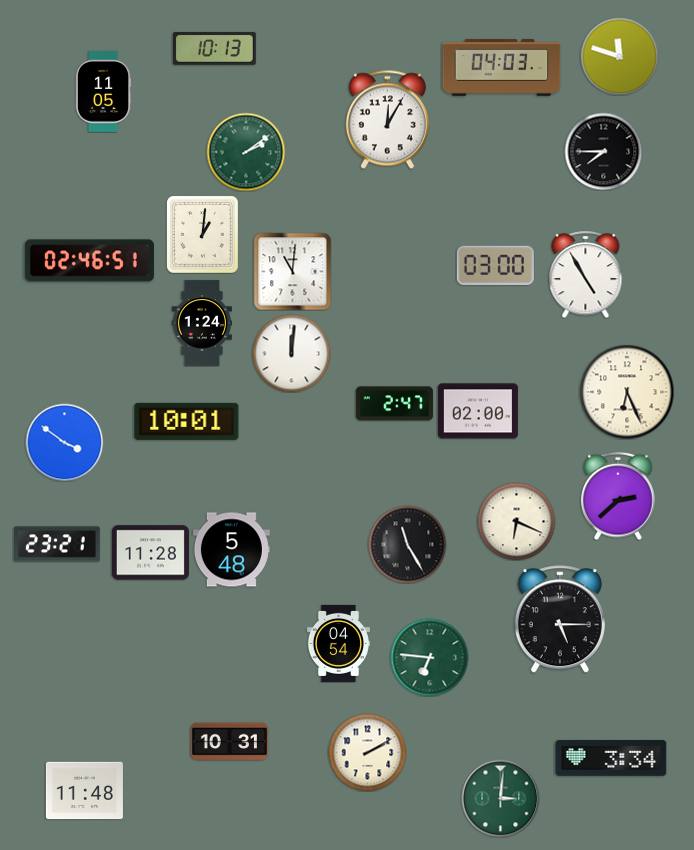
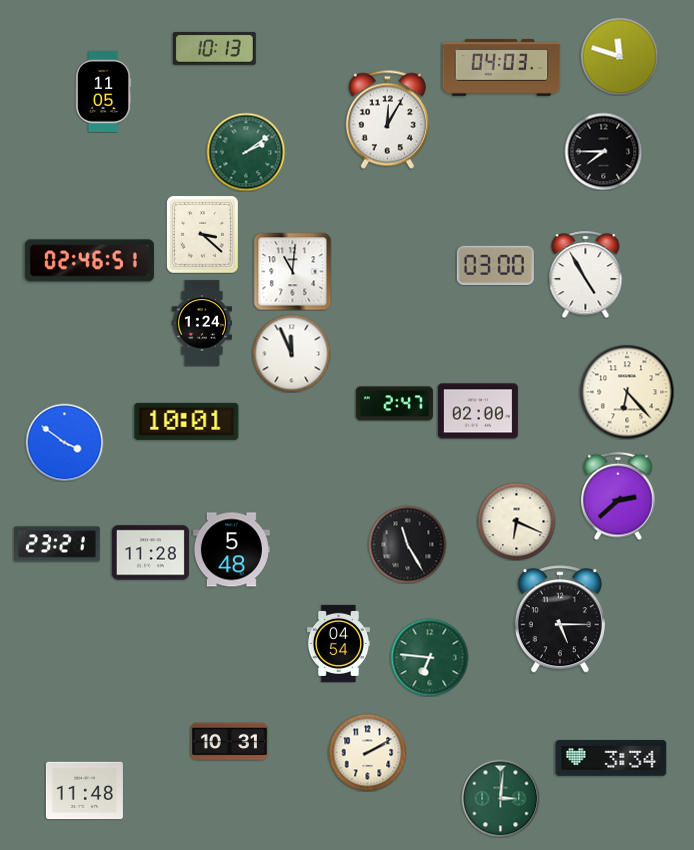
clock at (203, 235): 1:01 -> 3:22
clock at (291, 353): 12:01 -> 11:56
clock at (627, 392): 6:26 -> 6:23
